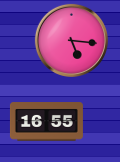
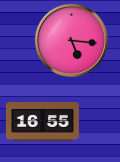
clock at (46, 122) position: (46, 122) -> (42, 122)
